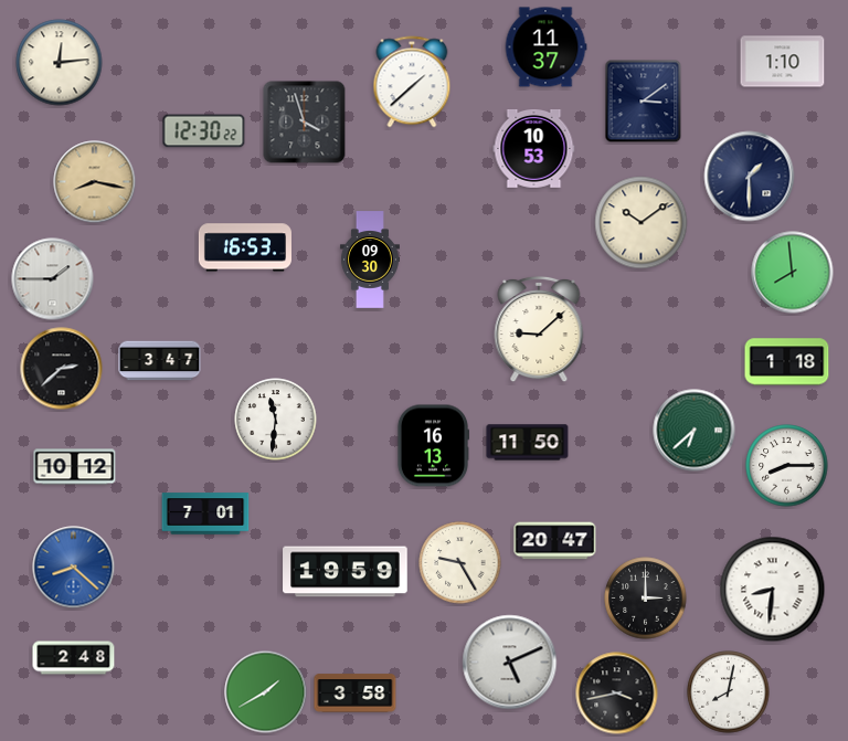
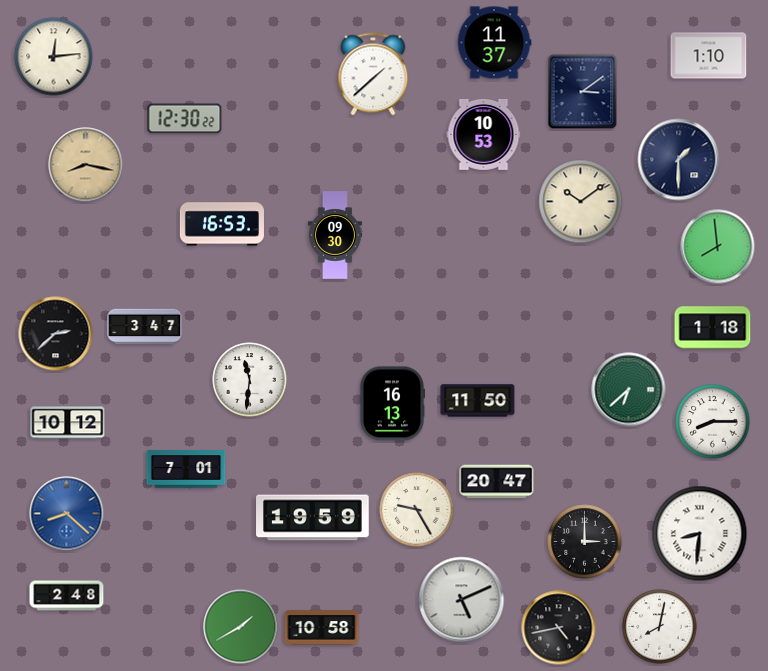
clock at (305, 123): 3:57 -> none
clock at (53, 279): 1:45 -> none
clock at (539, 329): 9:08 -> none
clock at (205, 514) position: (205, 514) -> (186, 469)
clock at (555, 541) position: (555, 541) -> (497, 482)
clock at (356, 694): 3:58 -> 10:58
clock at (617, 694): 3:43 -> 4:43
